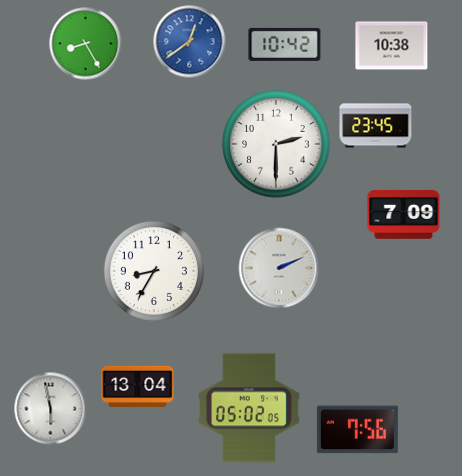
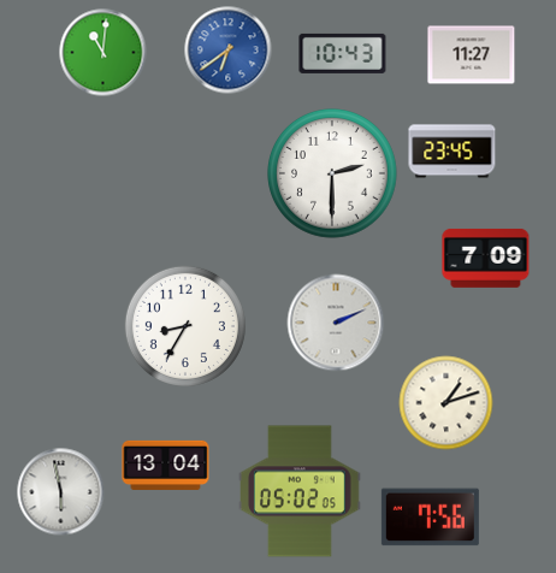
clock at (190, 42): 12:39 -> 6:39
clock at (86, 44): 8:25 -> 11:01
clock at (285, 44): 10:42 -> 10:43
clock at (392, 46): 10:38 -> 11:27
clock at (446, 403): none -> 1:12
